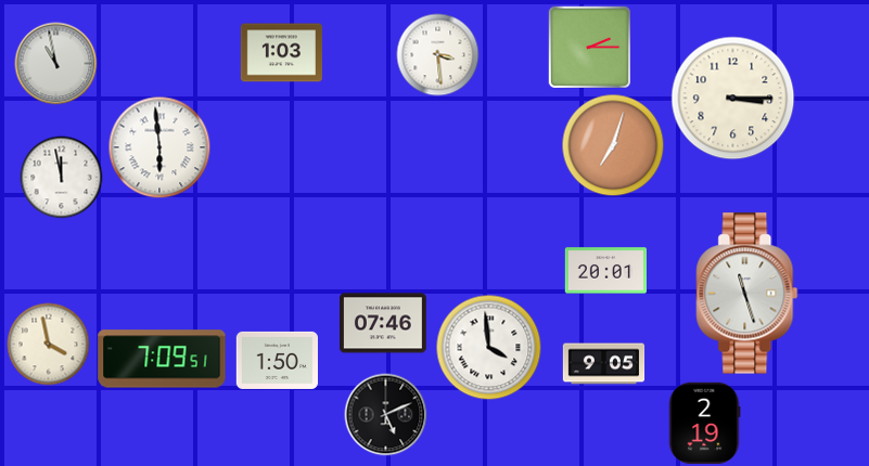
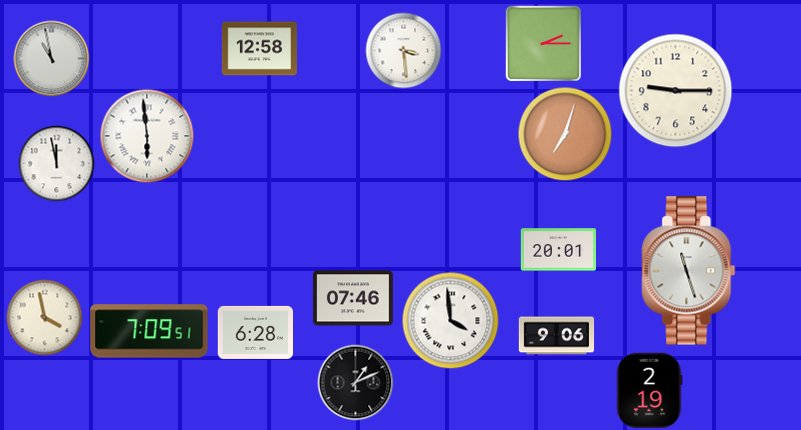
clock at (281, 53): 1:03 -> 12:58
clock at (733, 99): 3:15 -> 9:15
clock at (277, 360): 1:50 -> 6:28
clock at (604, 364): 9:05 -> 9:06
clock at (386, 415): 5:11 -> 1:11
